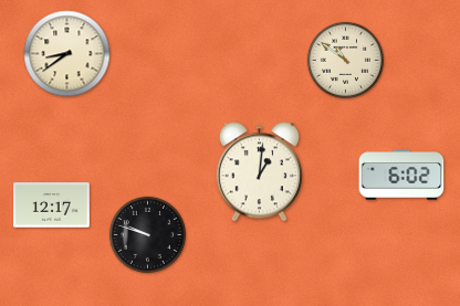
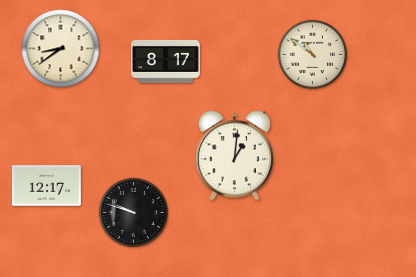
clock at (166, 61): none -> 8:17
clock at (401, 175): 6:02 -> none
